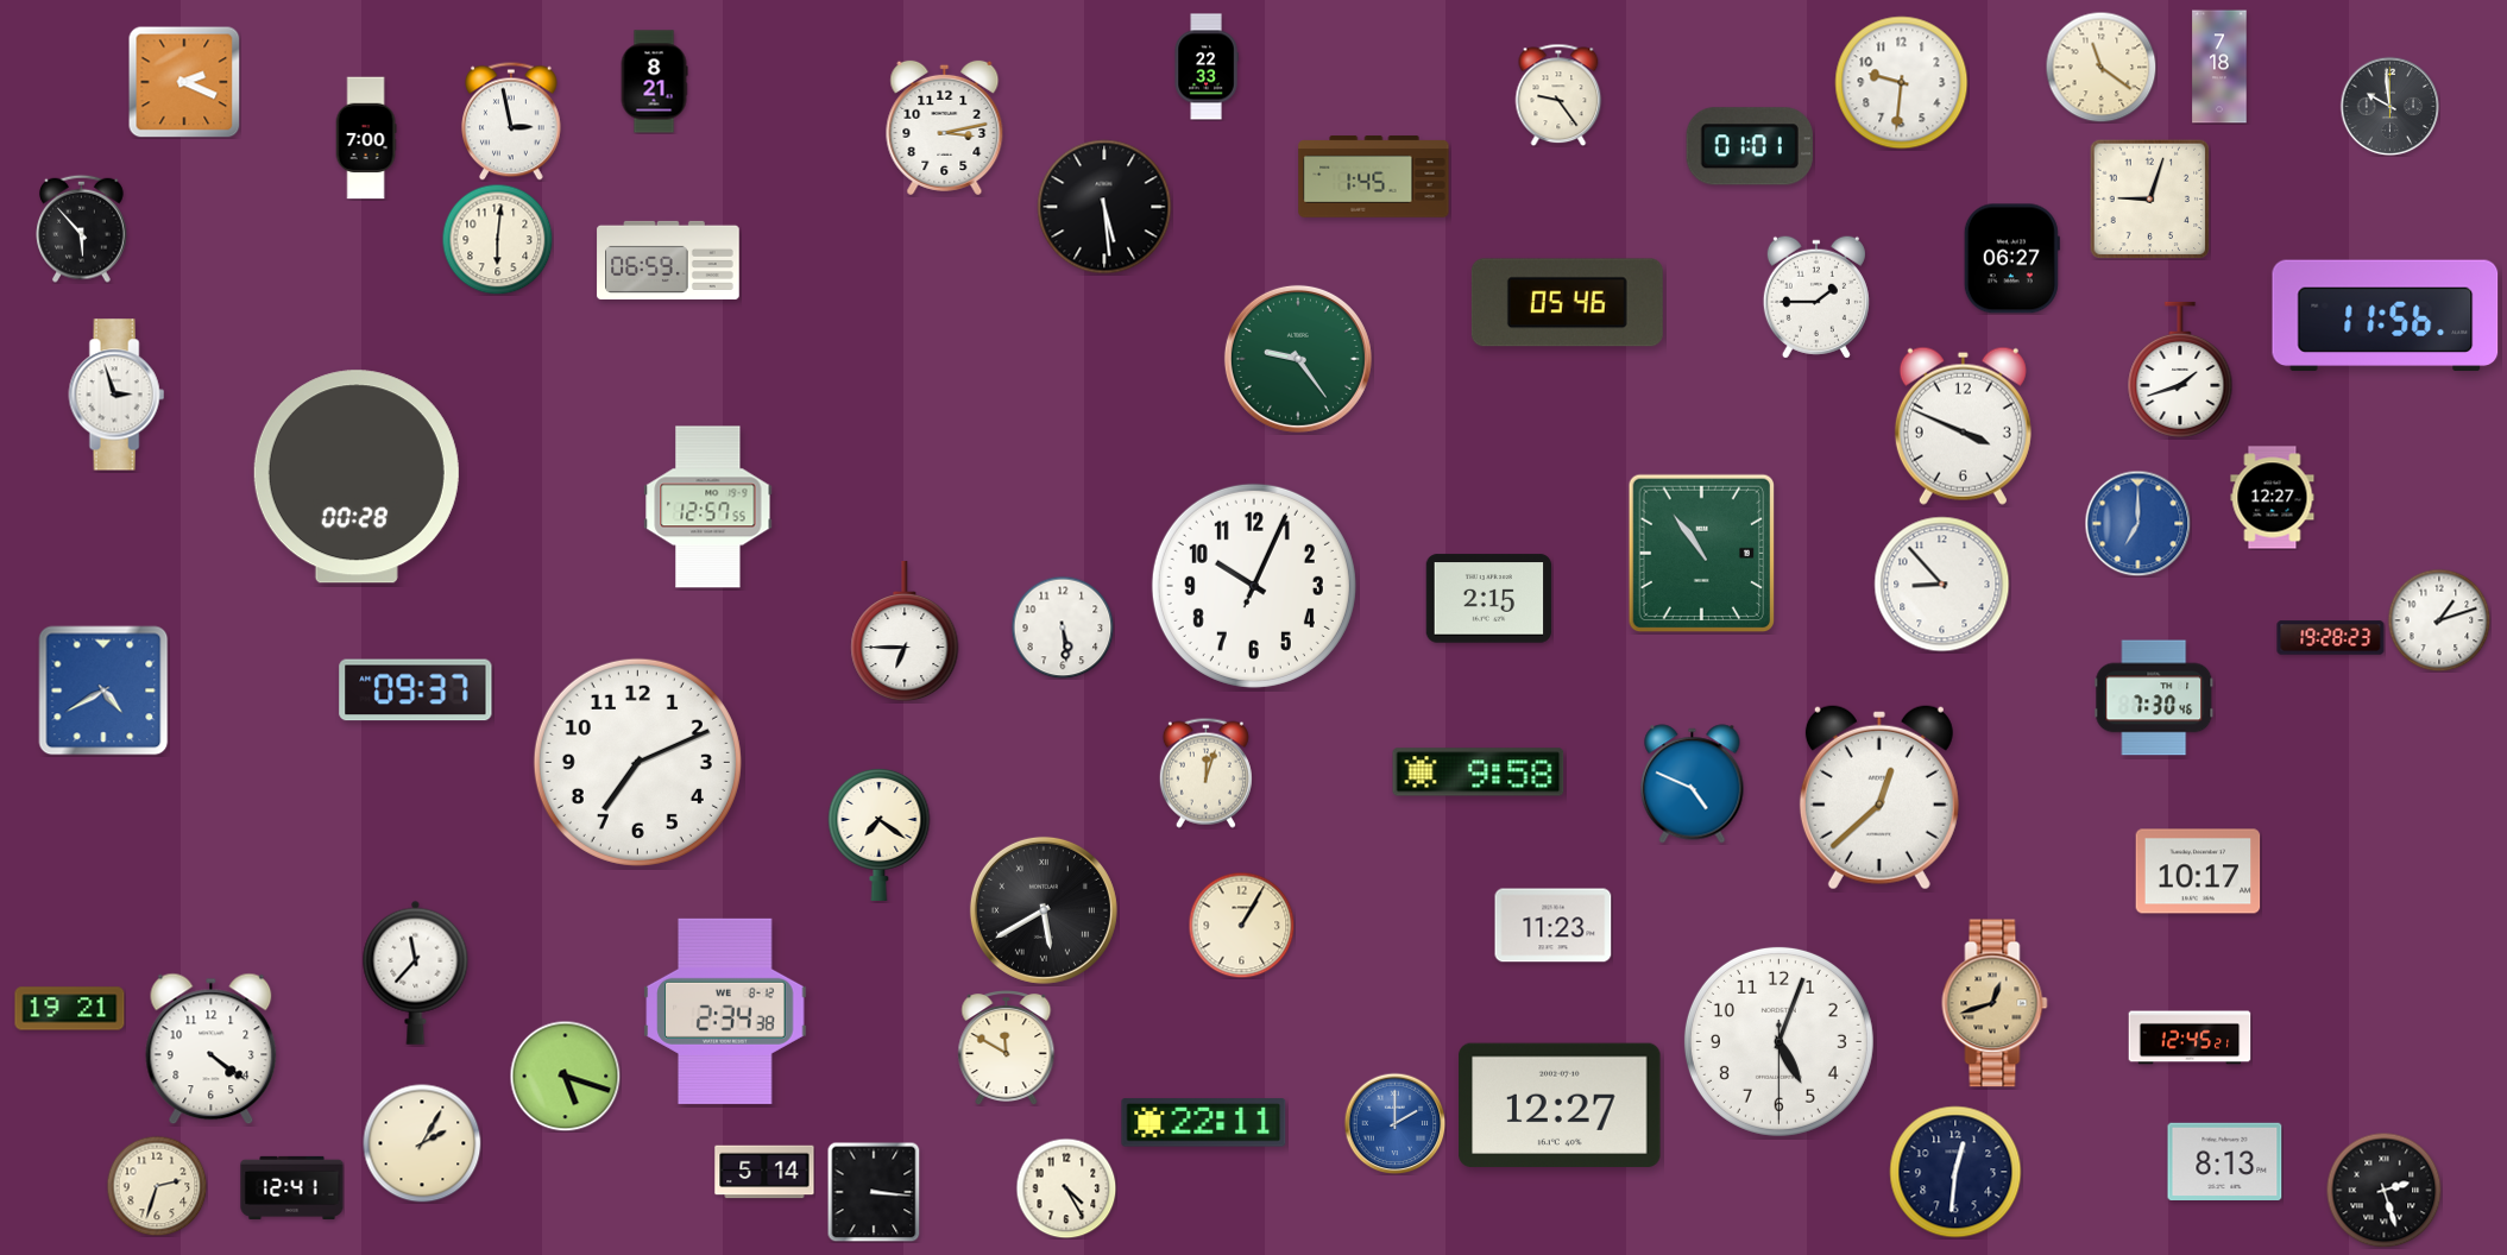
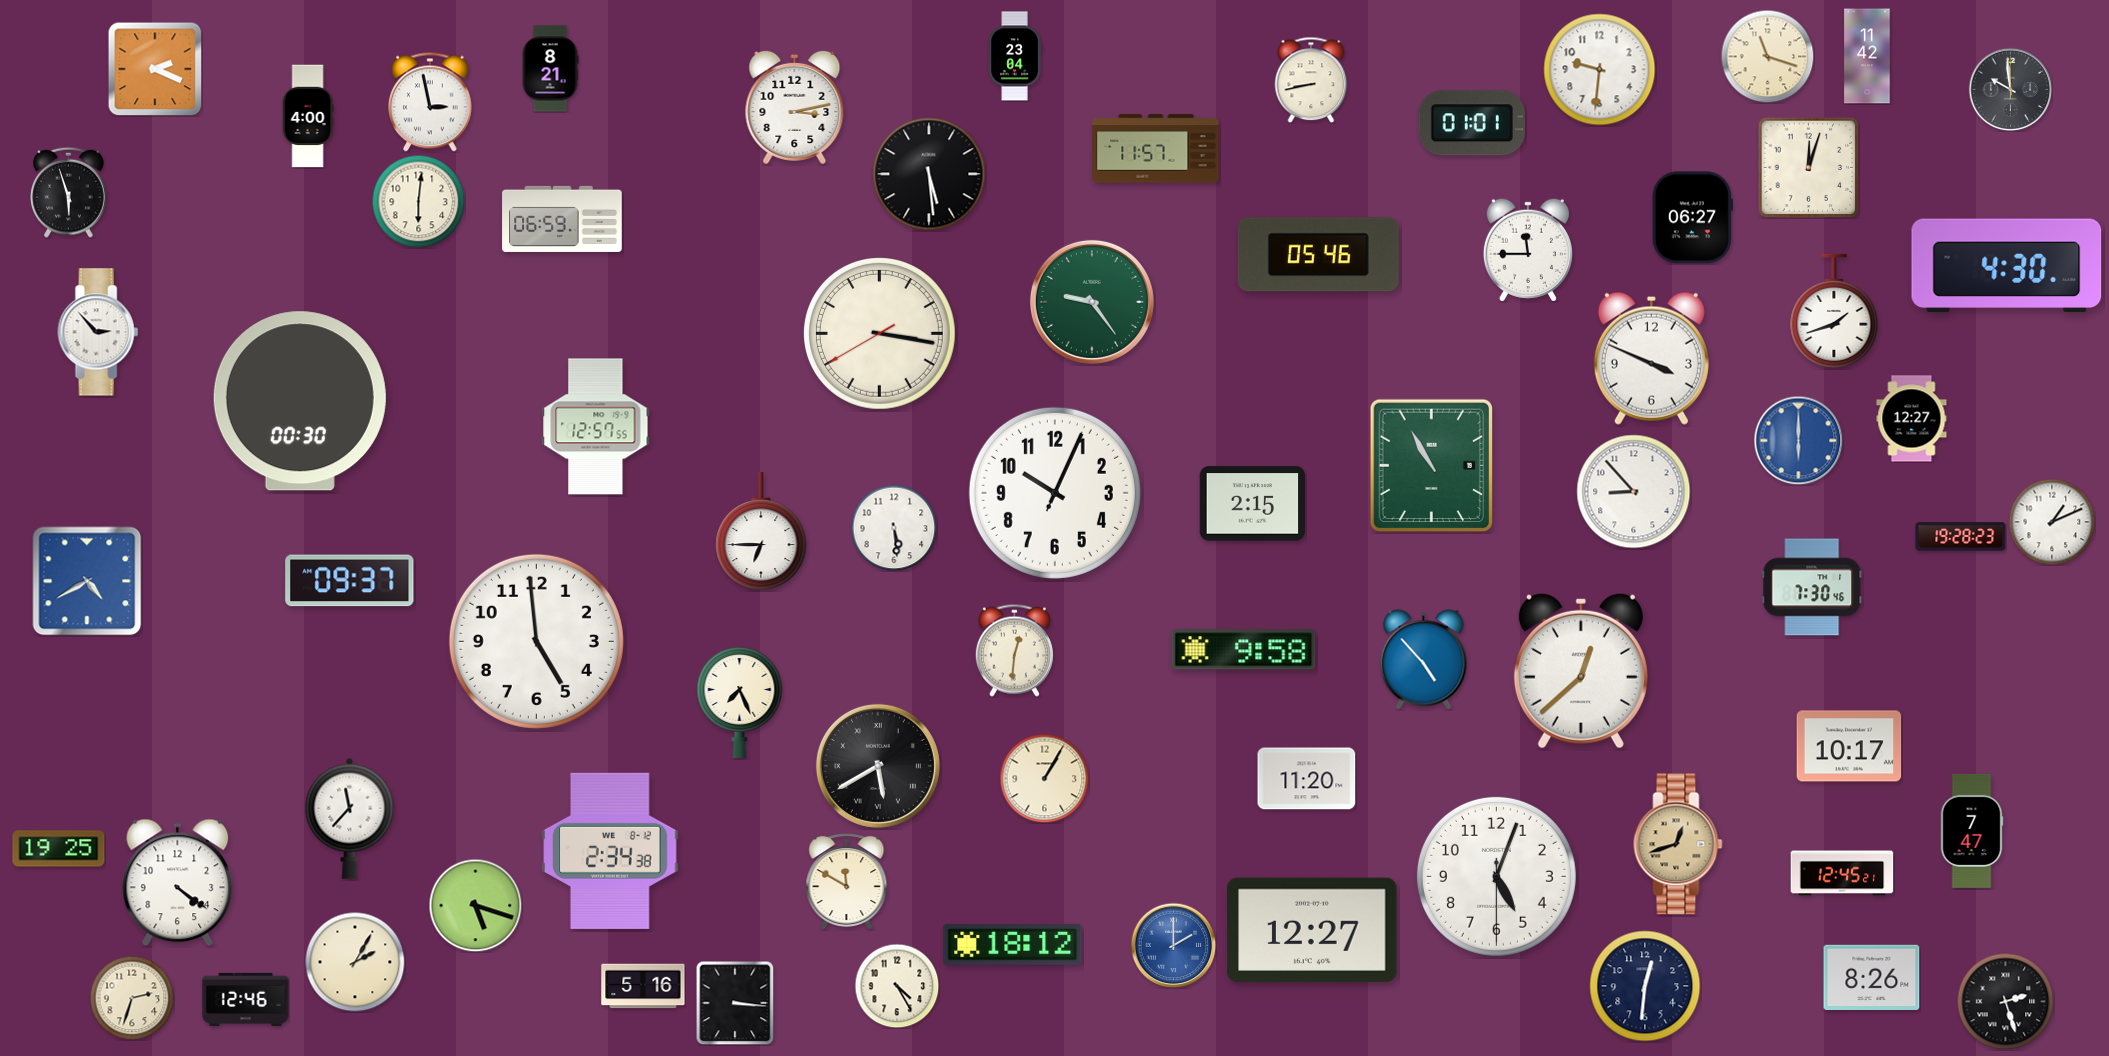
clock at (1207, 67): 22:33 -> 23:04
clock at (2100, 67): 11:21 -> 11:18
clock at (2219, 67): 7:18 -> 11:42
clock at (1558, 95): 9:24 -> 8:43
clock at (366, 138): 7:00 -> 4:00
clock at (1374, 177): 1:45 -> 11:57
clock at (2149, 198): 9:03 -> 12:03
clock at (82, 228): 5:53 -> 5:57
clock at (1816, 297): 1:45 -> 11:45
clock at (2386, 316): 11:56 -> 4:30
clock at (116, 395): 2:57 -> 2:53
clock at (879, 333): none -> 3:16
clock at (357, 477): 00:28 -> 00:30
clock at (2137, 523): 7:00 -> 6:00
clock at (1702, 554): 10:54 -> 10:55
clock at (2439, 620): 1:12 -> 1:11
clock at (637, 762): 7:11 -> 4:59
clock at (1205, 772): 12:03 -> 12:31
clock at (1693, 784): 4:49 -> 4:53
clock at (880, 834): 7:21 -> 7:26
clock at (2198, 871) position: (2198, 871) -> (1849, 746)
clock at (1554, 926): 11:23 -> 11:20
clock at (1972, 831): none -> 7:47
clock at (70, 1009): 19:21 -> 19:25
clock at (1204, 1123): 22:11 -> 18:12
clock at (2225, 1161): 8:13 -> 8:26
clock at (764, 1172): 5:14 -> 5:16
clock at (292, 1187): 12:41 -> 12:46
clock at (1066, 1188) position: (1066, 1188) -> (897, 986)
